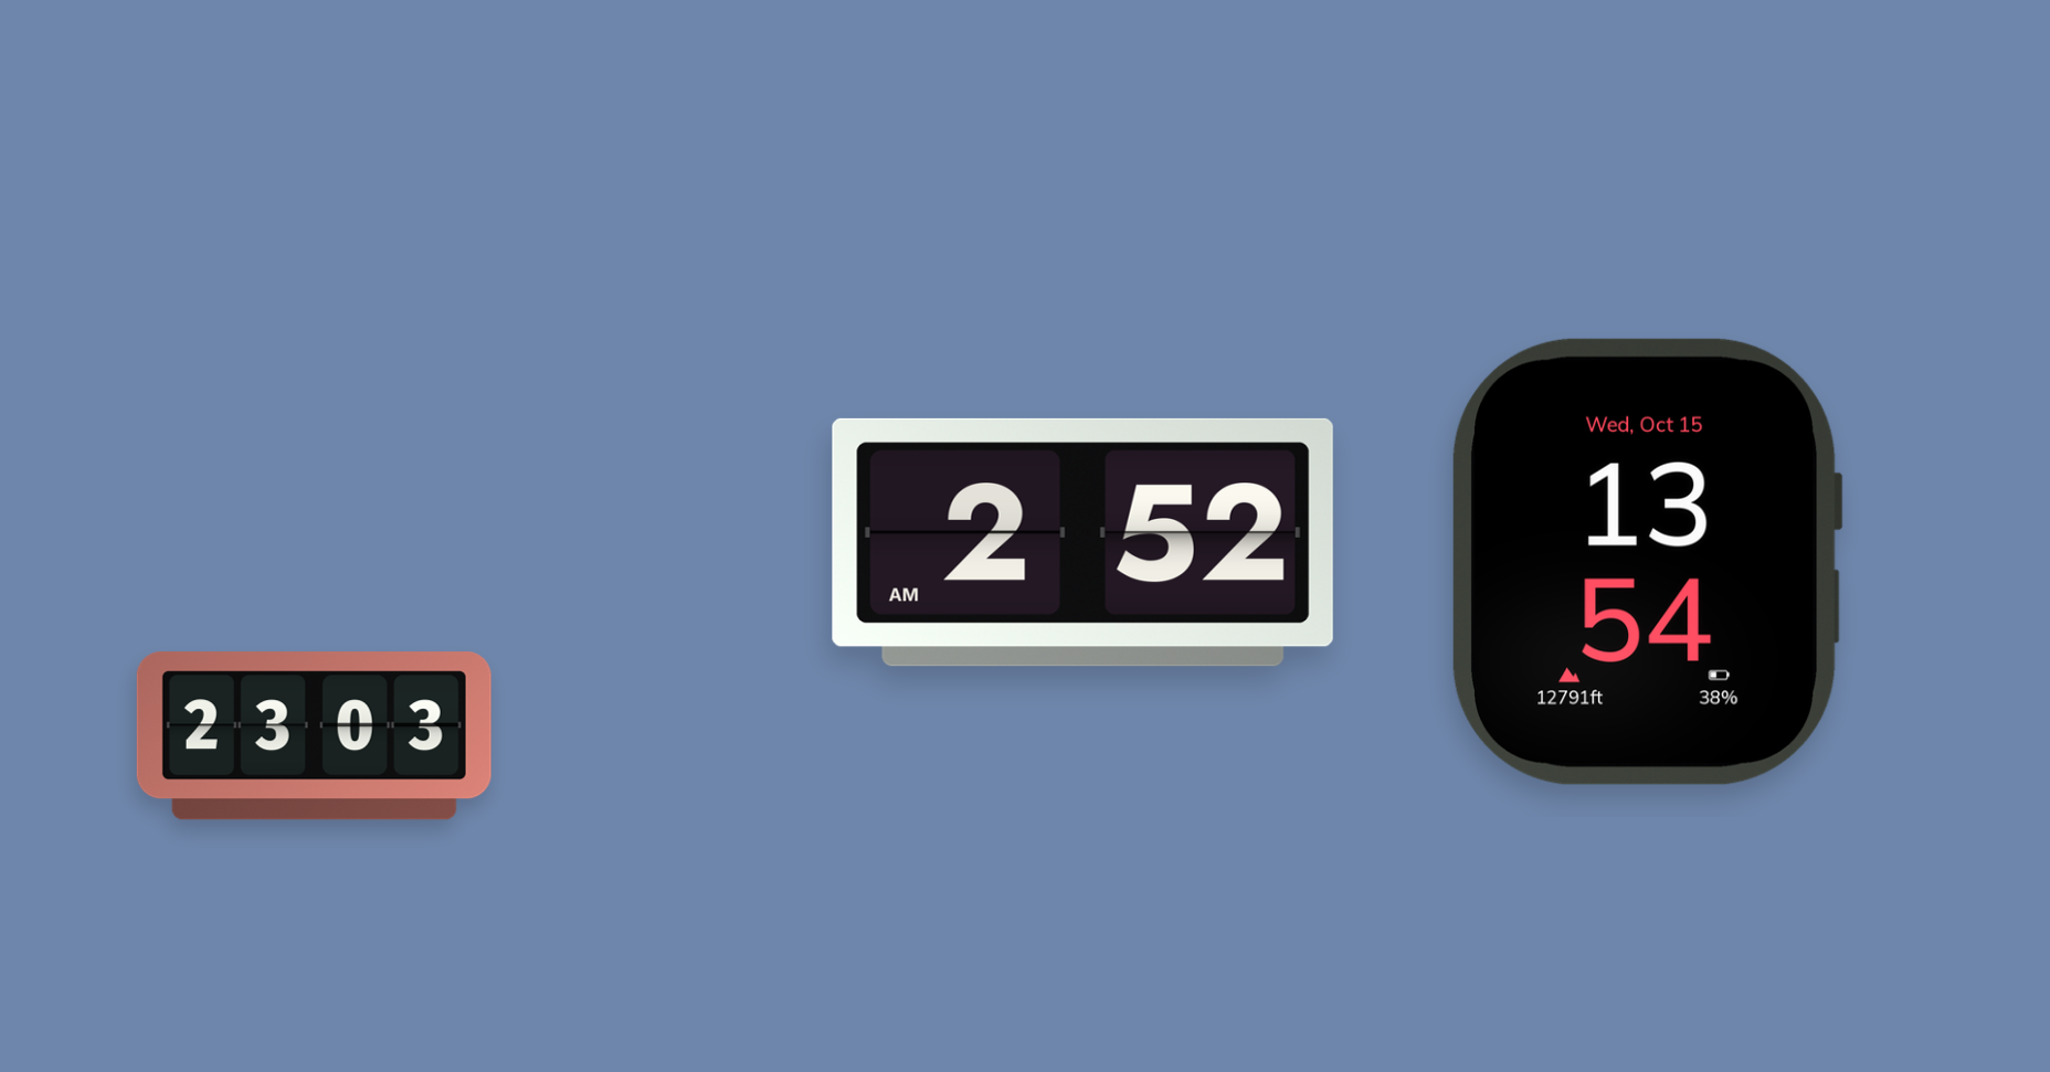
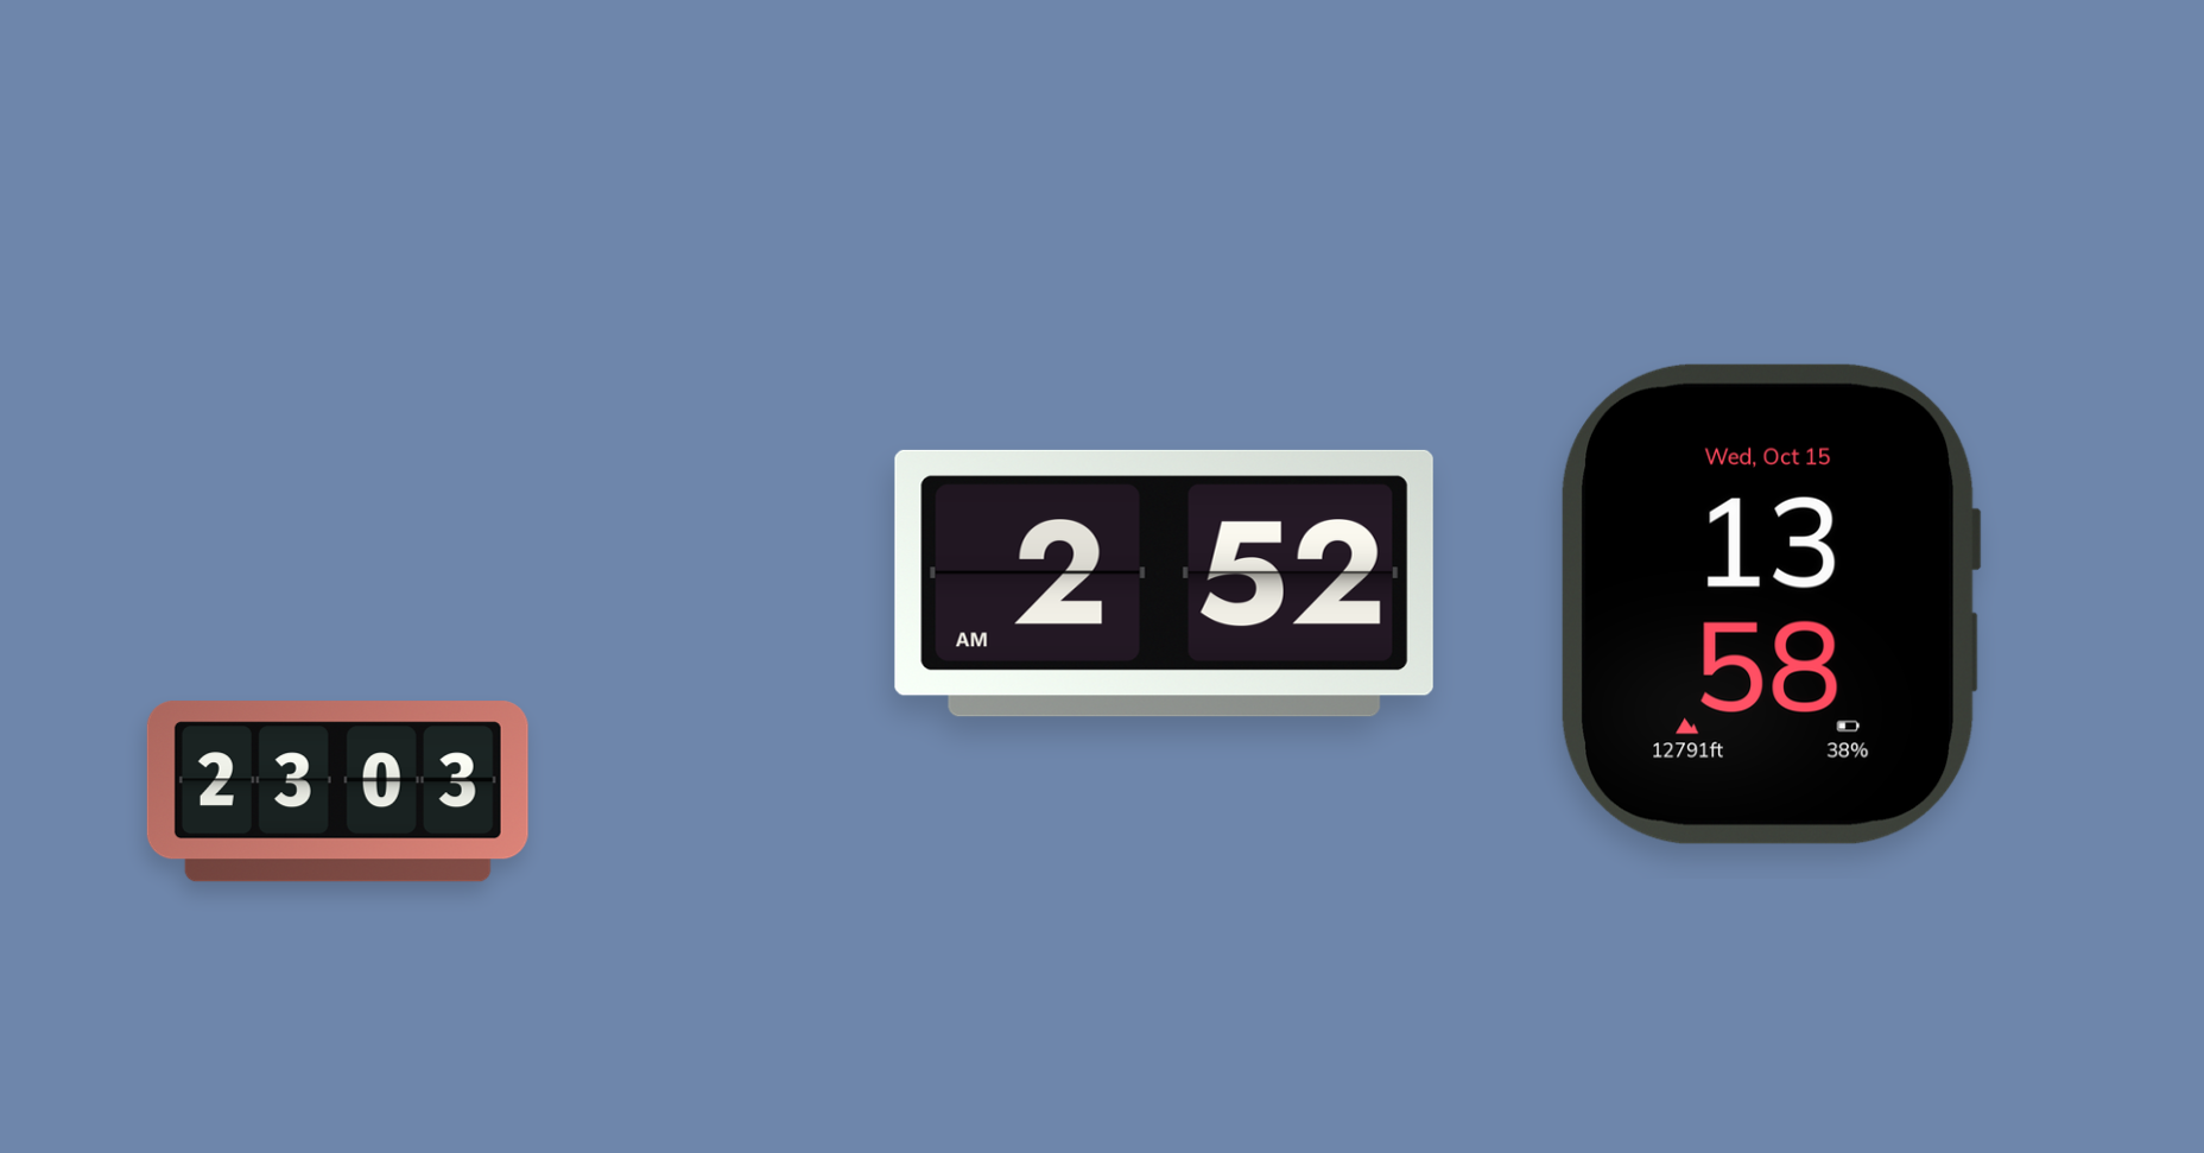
clock at (1647, 562): 13:54 -> 13:58
